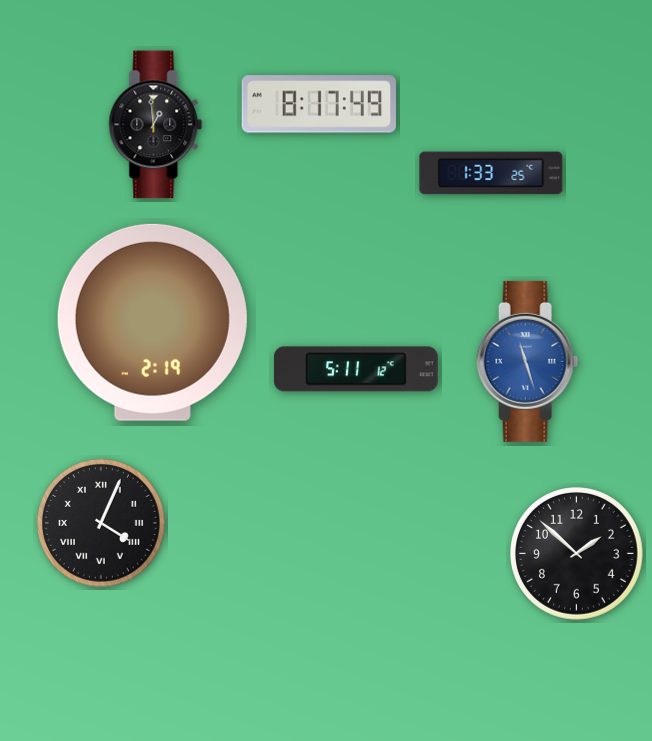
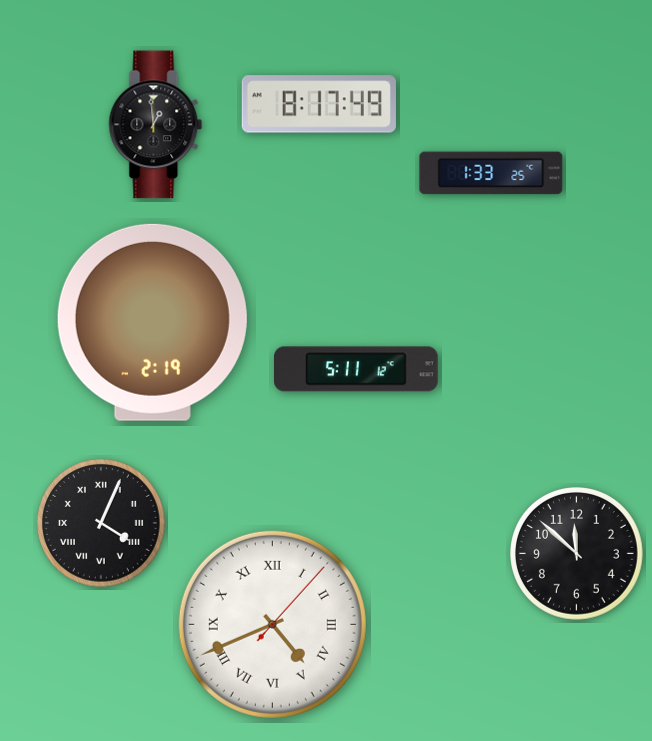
clock at (528, 361): 11:27 -> none
clock at (577, 554): 1:52 -> 11:52
clock at (272, 624): none -> 4:41
